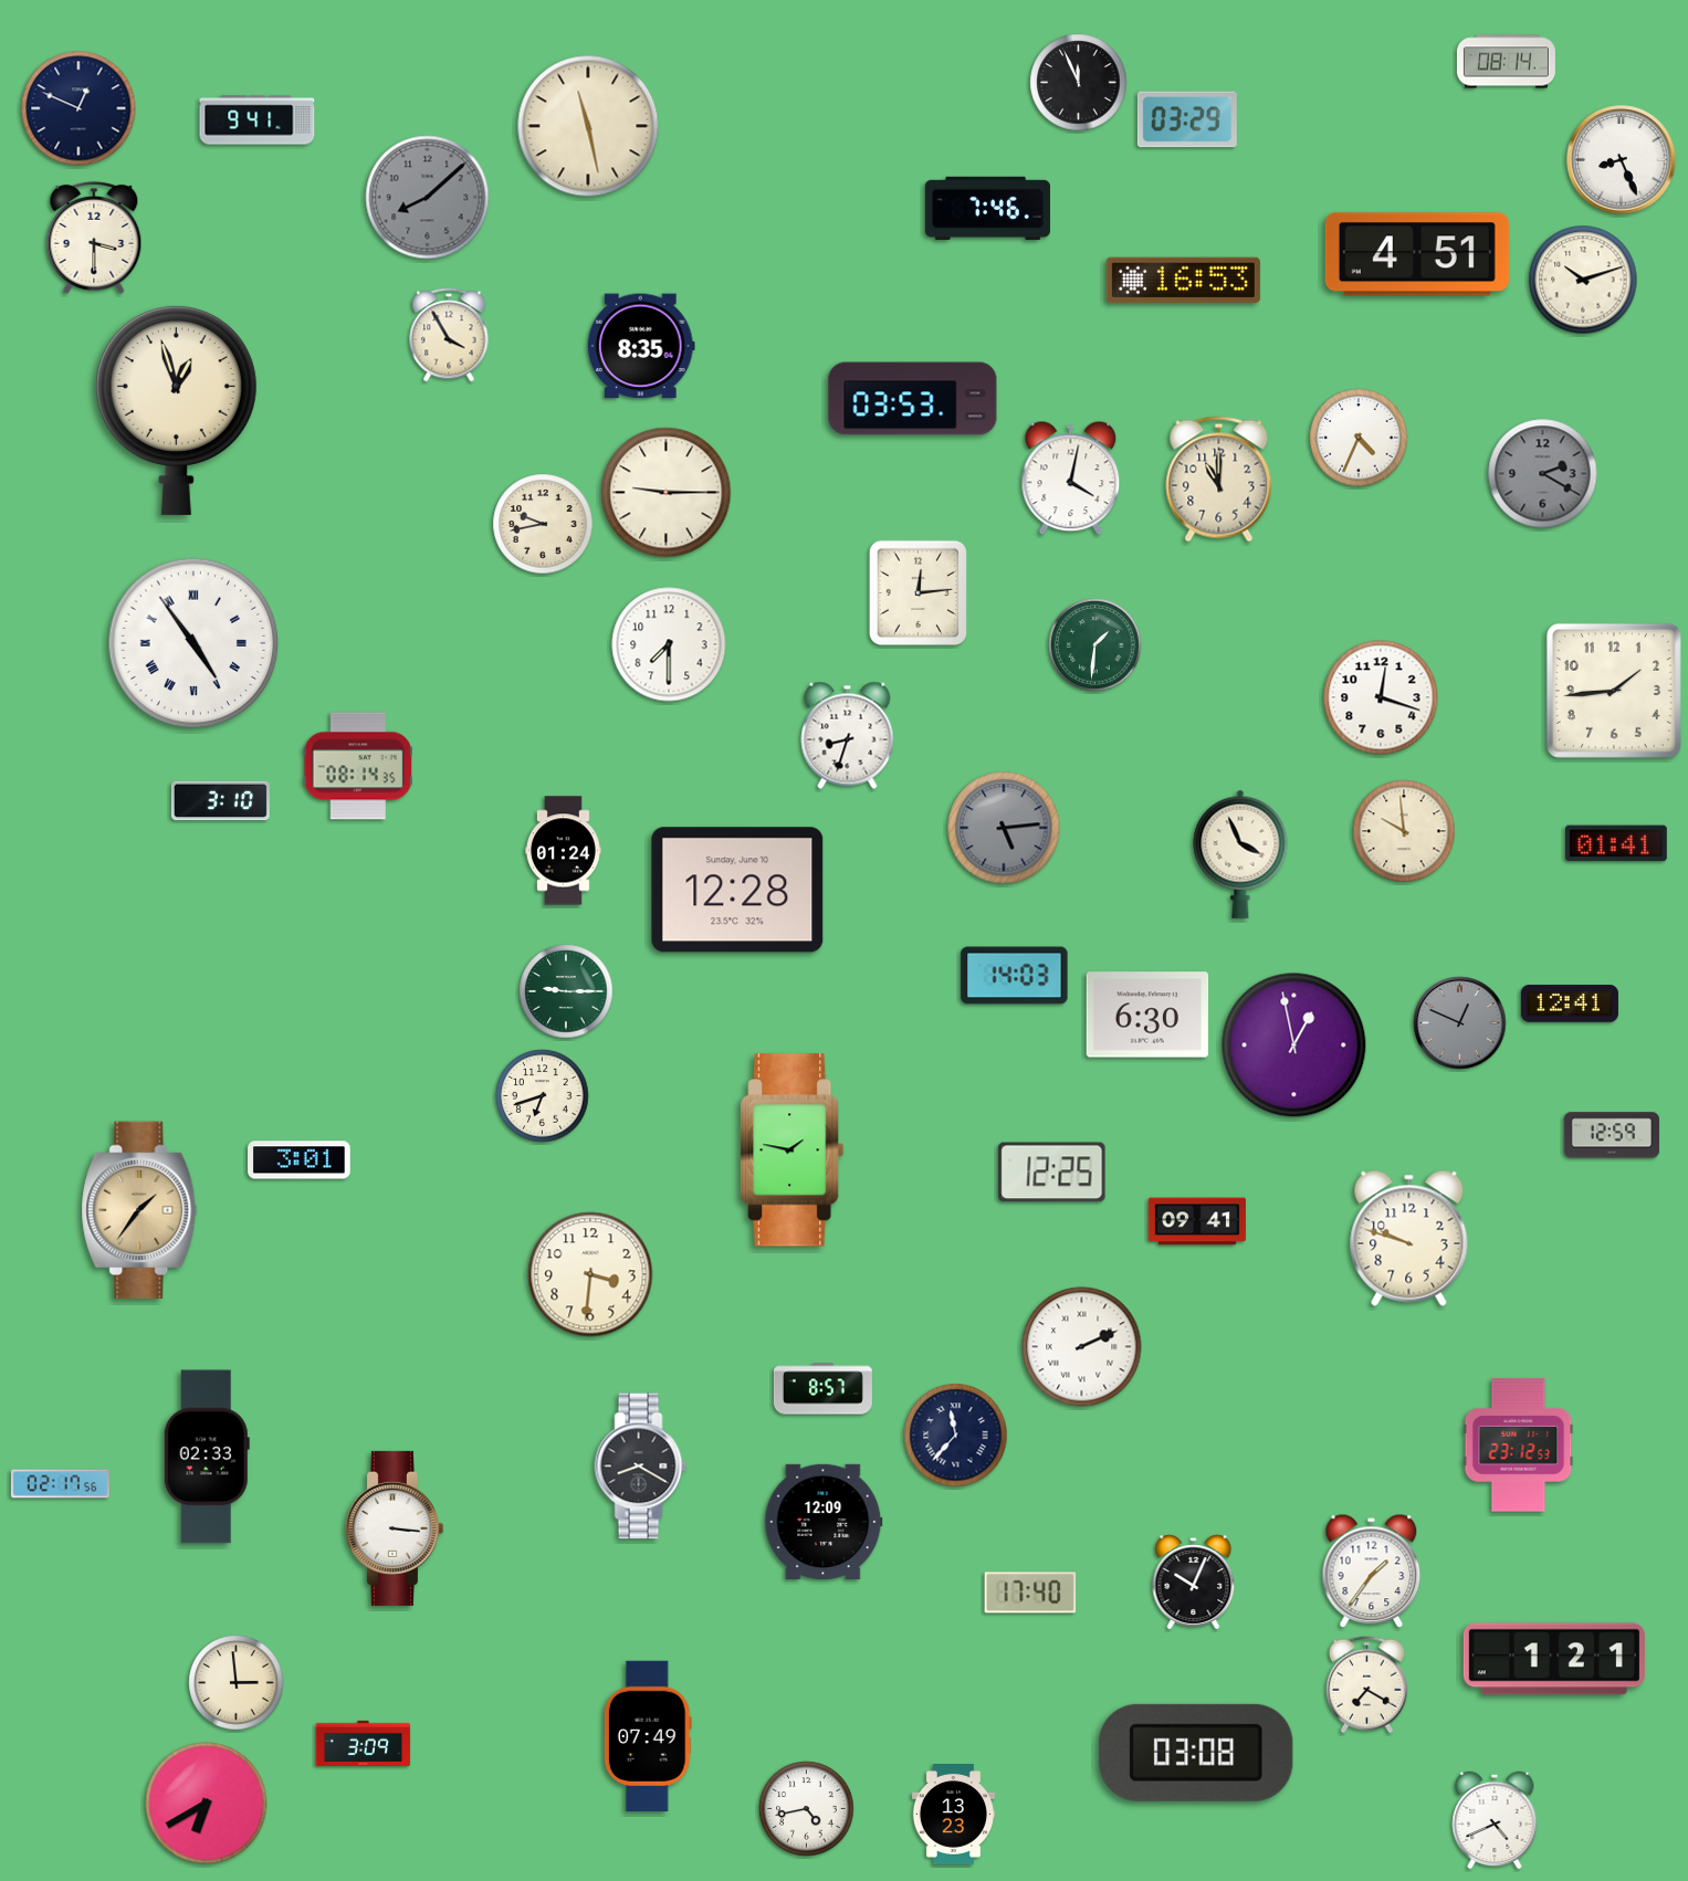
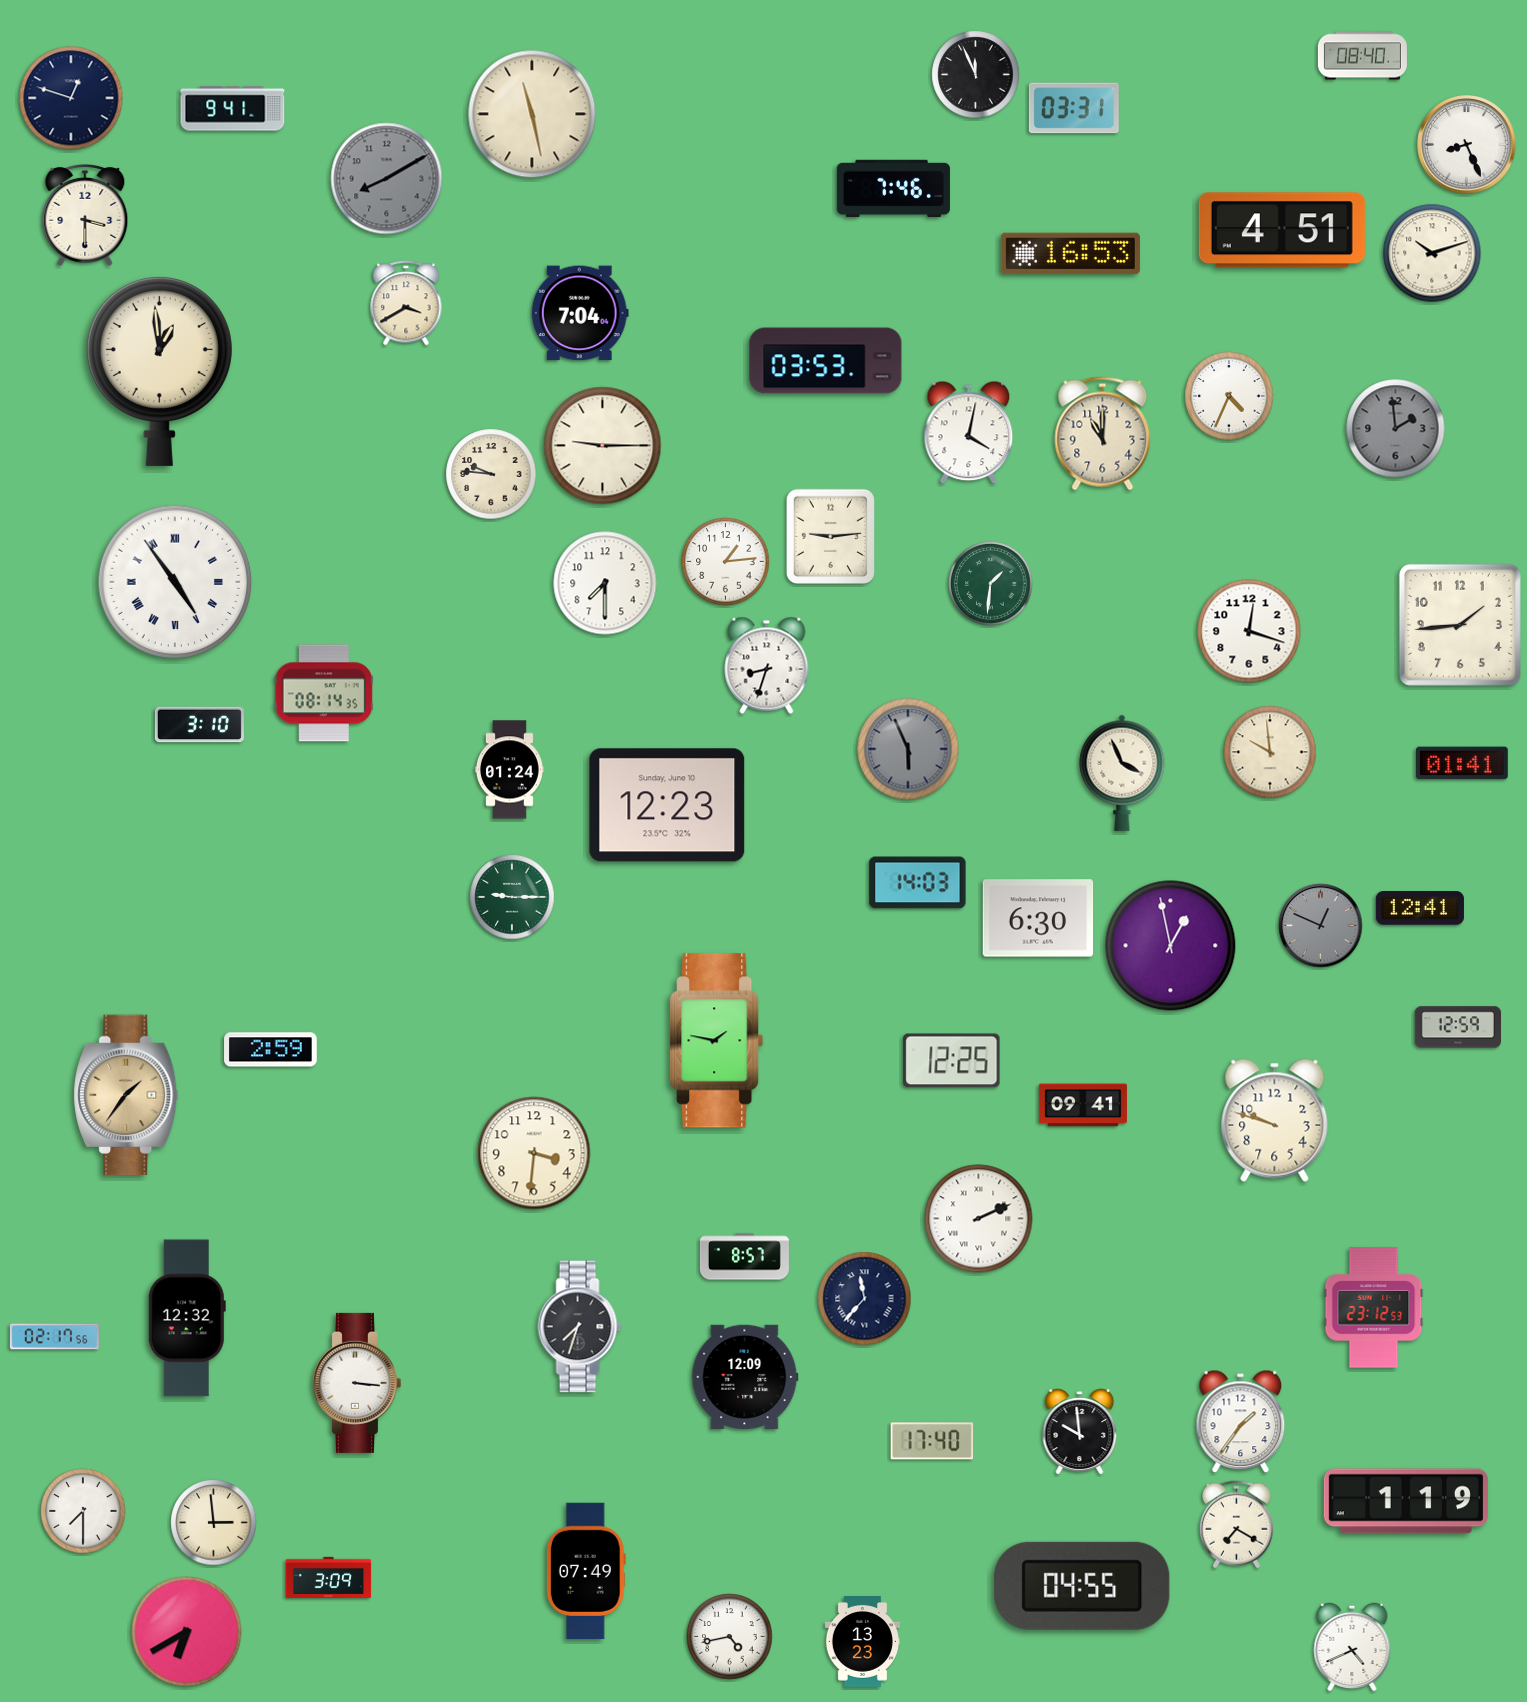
clock at (1506, 62): 08:14 -> 08:40
clock at (78, 108): 12:49 -> 12:48
clock at (1187, 119): 03:29 -> 03:31
clock at (428, 198): 8:08 -> 8:10
clock at (449, 335): 3:55 -> 3:40
clock at (641, 346): 8:35 -> 7:04
clock at (176, 410): 12:57 -> 12:59
clock at (1543, 474): 2:20 -> 1:59
clock at (543, 524): 9:43 -> 9:46
clock at (918, 592): 12:14 -> 9:14
clock at (726, 562): none -> 1:14
clock at (1004, 828): 5:14 -> 5:56
clock at (737, 890): 12:28 -> 12:23
clock at (543, 1096): 6:42 -> none
clock at (300, 1160): 3:01 -> 2:59
clock at (207, 1457): 02:33 -> 12:32
clock at (641, 1467): 8:20 -> 7:33
clock at (60, 1484) position: (60, 1484) -> (54, 1337)
clock at (1194, 1583): 10:04 -> 9:59
clock at (1554, 1659): 1:21 -> 1:19
clock at (83, 1511): none -> 7:30
clock at (1196, 1753): 03:08 -> 04:55
